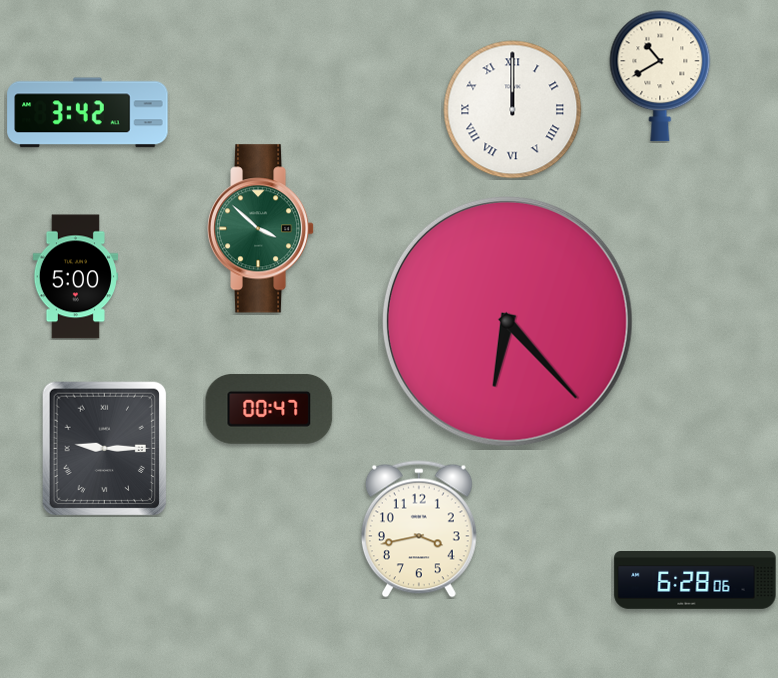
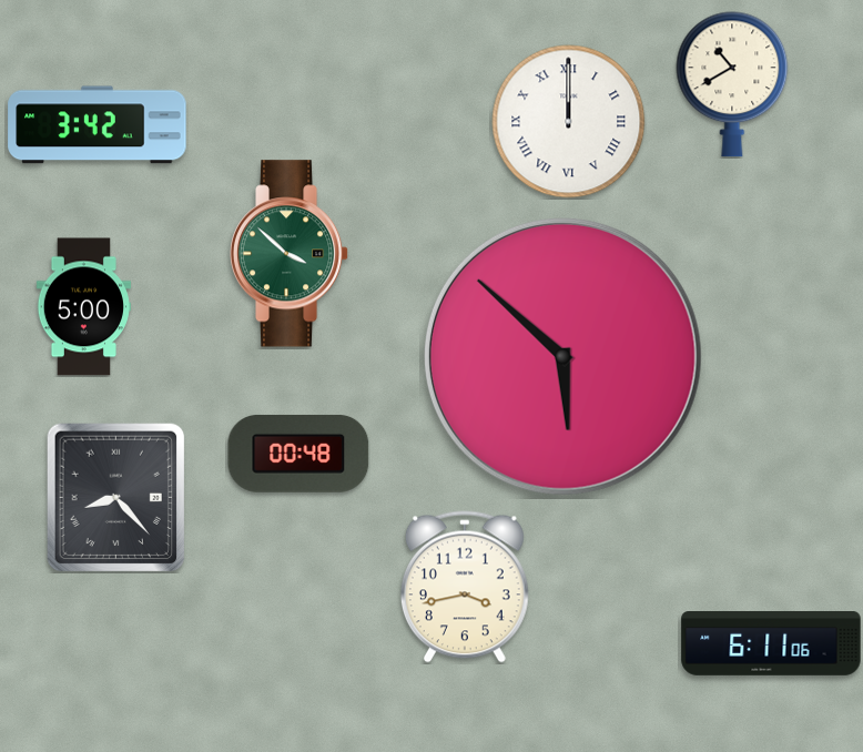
clock at (507, 321): 6:23 -> 5:52
clock at (269, 409): 00:47 -> 00:48
clock at (105, 448): 9:15 -> 8:23
clock at (695, 581): 6:28 -> 6:11
